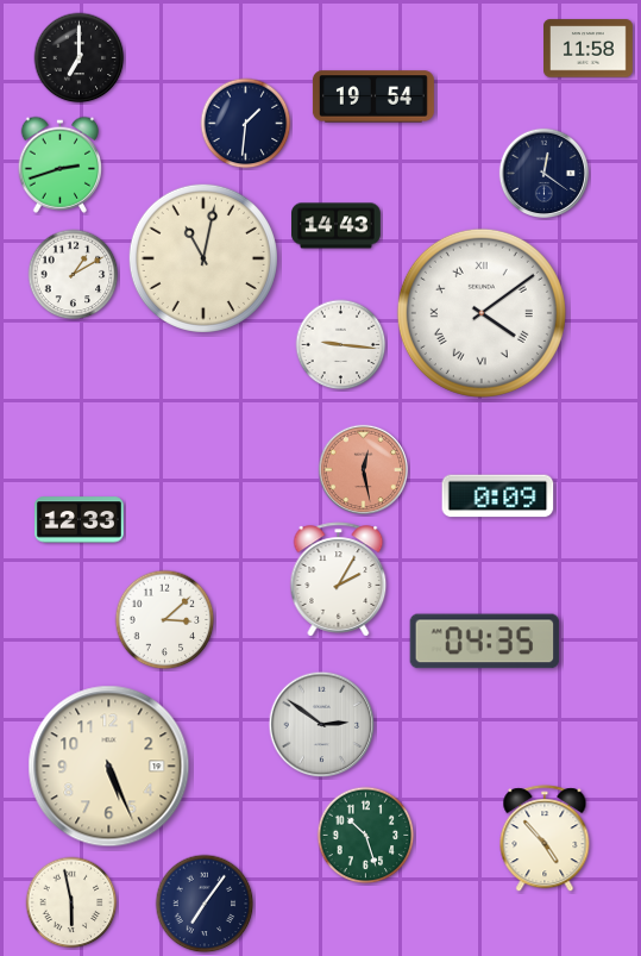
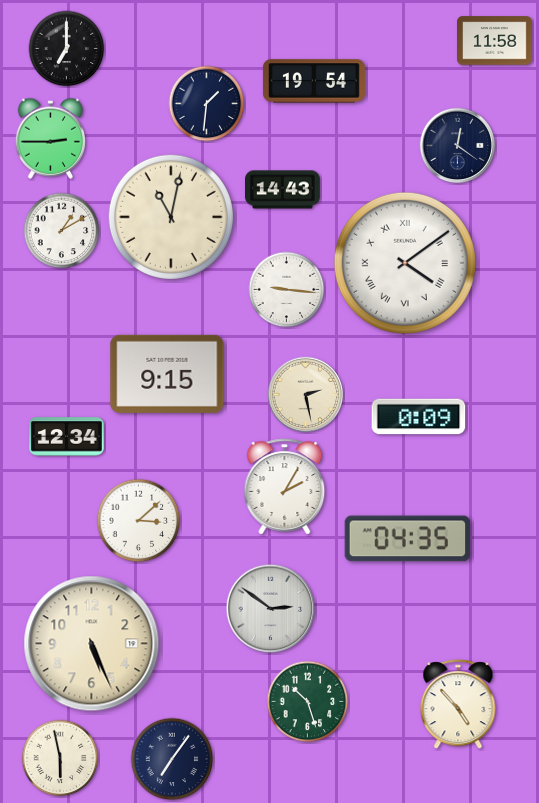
clock at (59, 164): 2:42 -> 2:45
clock at (167, 374): none -> 9:15
clock at (363, 469): 12:28 -> 2:28
clock at (363, 469) dial: salmon -> cream
clock at (80, 520): 12:33 -> 12:34
